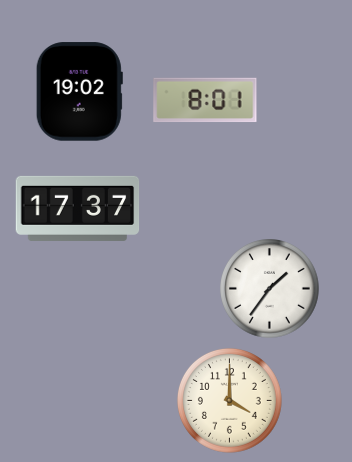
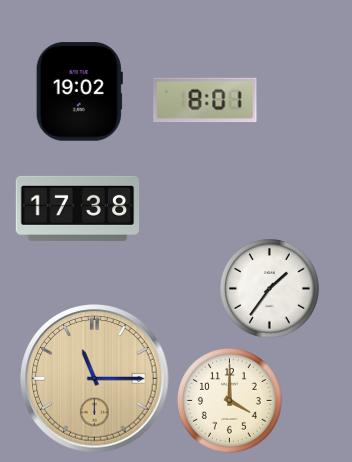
clock at (78, 208): 17:37 -> 17:38
clock at (95, 379): none -> 11:15
